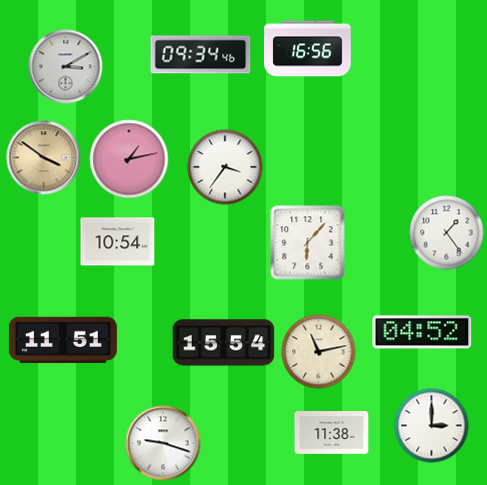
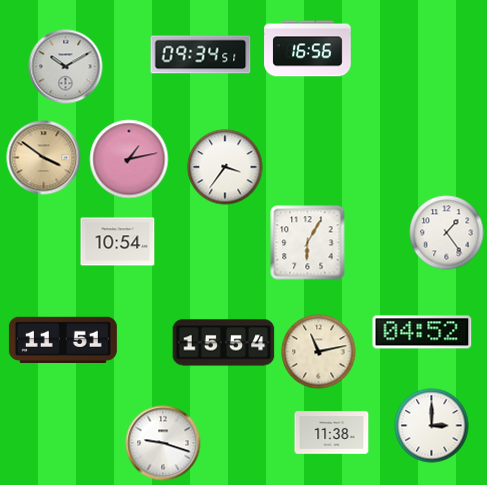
clock at (201, 55): 09:34:46 -> 09:34:51
clock at (66, 67): 3:10 -> 10:10
clock at (308, 243): 6:07 -> 6:05
